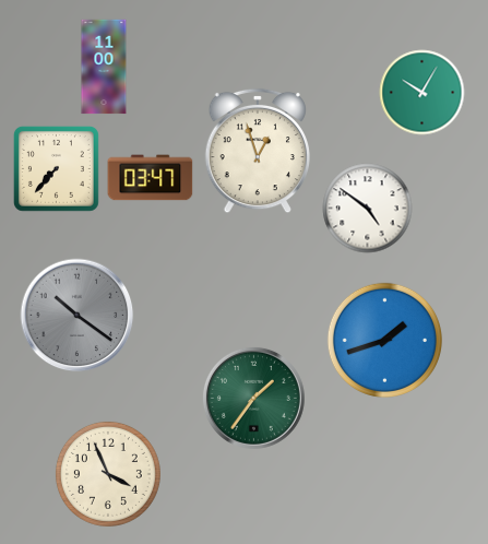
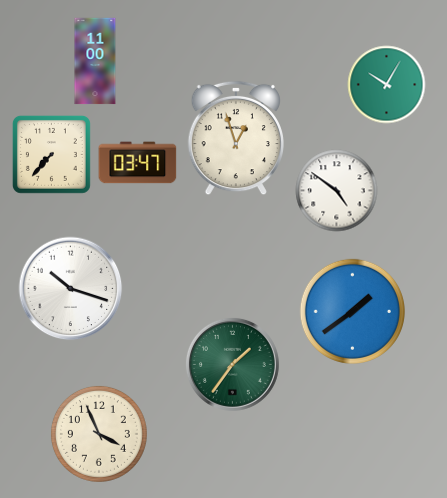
clock at (76, 315): 10:21 -> 10:18
clock at (76, 315) dial: grey -> white
clock at (384, 340): 1:42 -> 1:39
